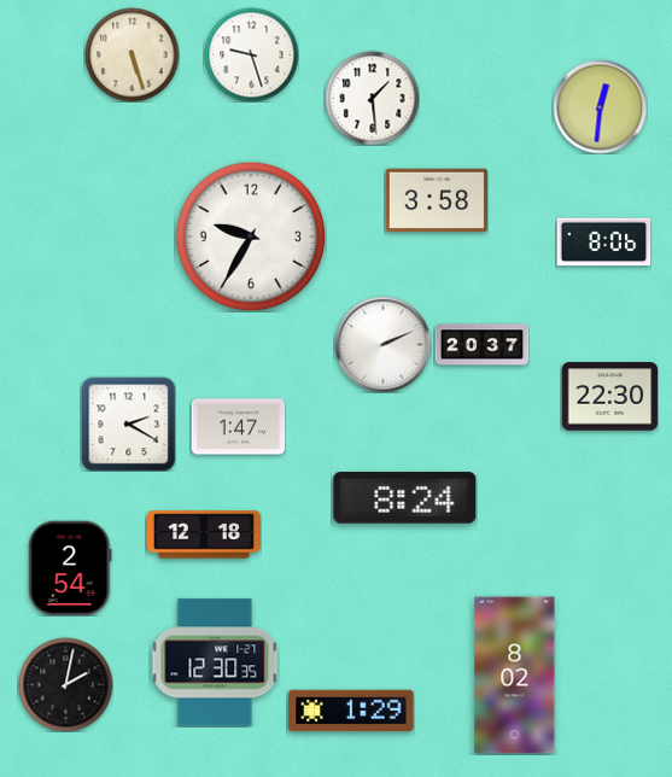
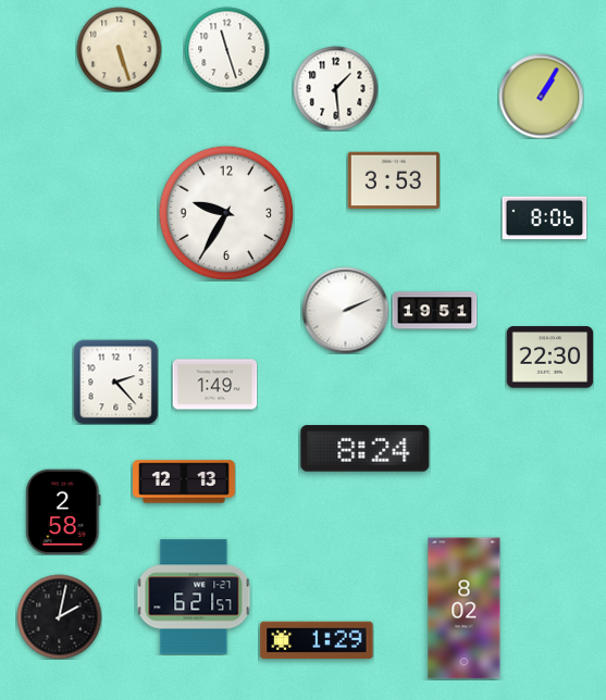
clock at (251, 54): 9:27 -> 11:27
clock at (600, 106): 12:31 -> 1:05
clock at (437, 200): 3:58 -> 3:53
clock at (481, 345): 20:37 -> 19:51
clock at (128, 423): 2:20 -> 2:23
clock at (238, 427): 1:47 -> 1:49
clock at (205, 534): 12:18 -> 12:13
clock at (70, 568): 2:54 -> 2:58
clock at (215, 662): 12:30 -> 6:21
